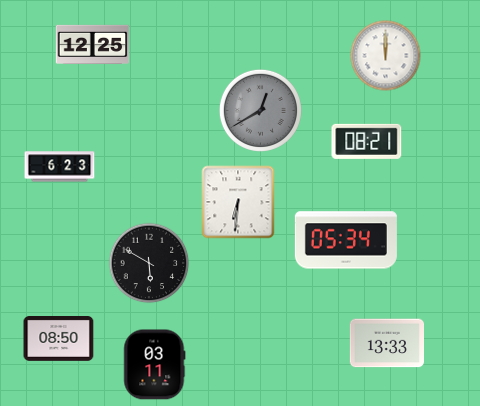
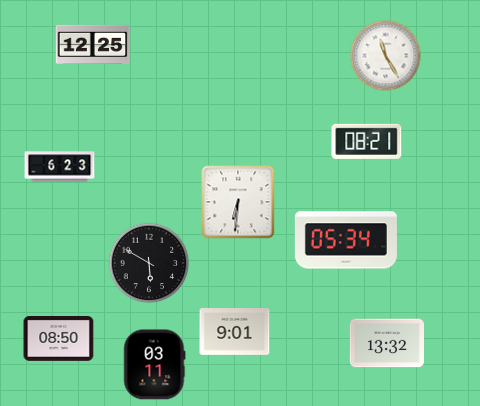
clock at (386, 56): 12:00 -> 11:25
clock at (260, 110): 12:40 -> none
clock at (235, 332): none -> 9:01
clock at (386, 343): 13:33 -> 13:32
